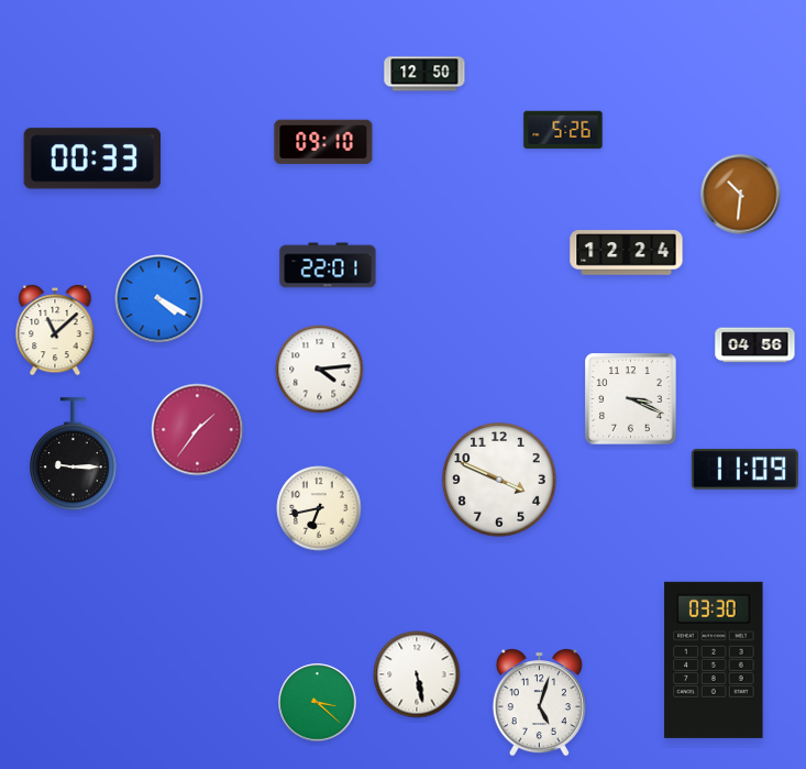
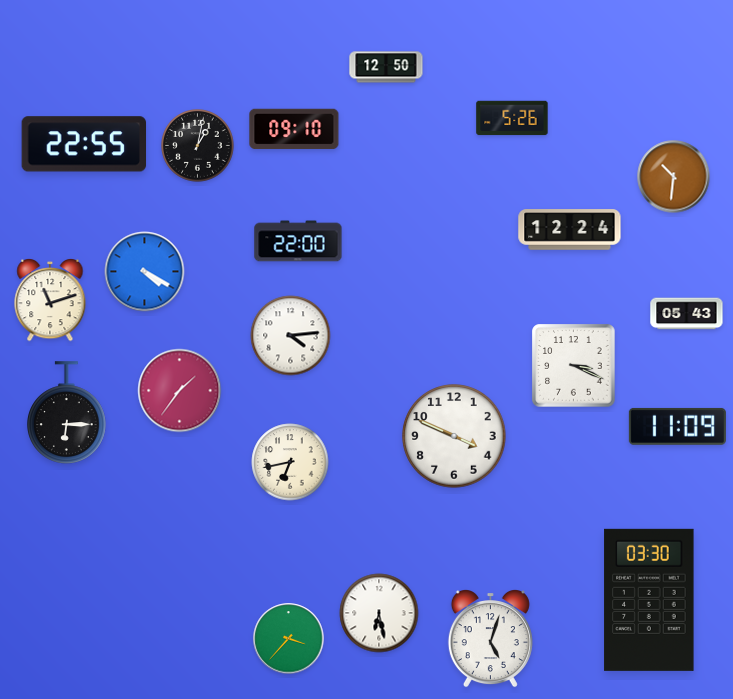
clock at (92, 158): 00:33 -> 22:55
clock at (198, 146): none -> 1:02
clock at (328, 265): 22:01 -> 22:00
clock at (55, 330): 11:08 -> 11:12
clock at (755, 345): 04:56 -> 05:43
clock at (631, 399) position: (631, 399) -> (574, 366)
clock at (74, 454): 9:15 -> 6:15
clock at (417, 674): 5:28 -> 6:28
clock at (318, 703): 3:22 -> 3:37
